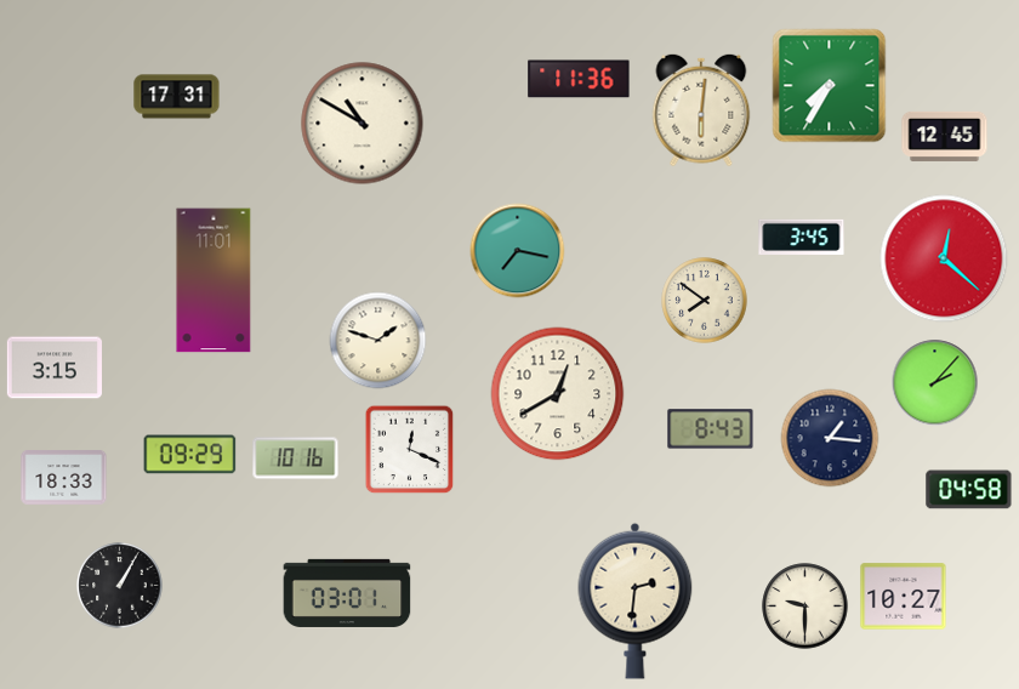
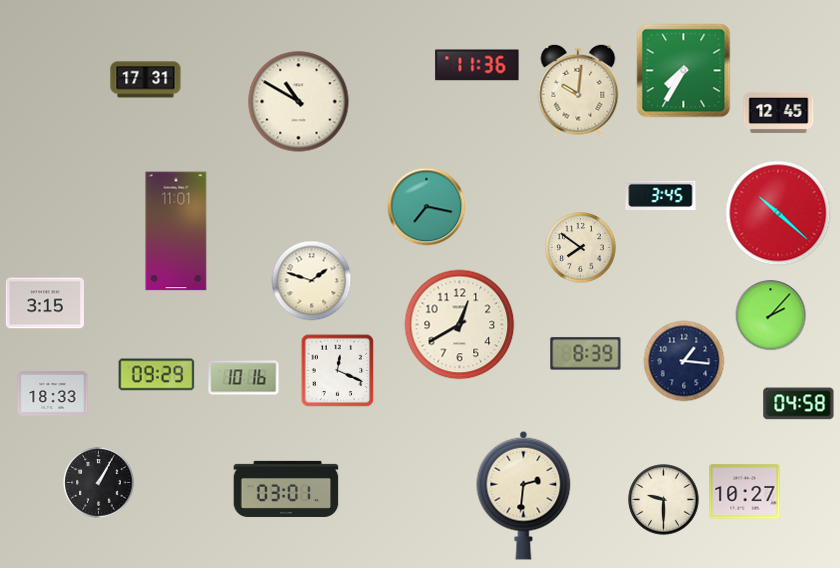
clock at (701, 110): 6:01 -> 10:01
clock at (944, 258): 12:22 -> 10:22
clock at (711, 429): 8:43 -> 8:39
